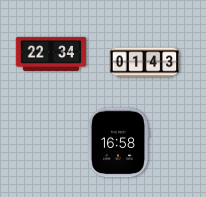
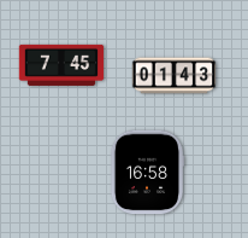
clock at (51, 54): 22:34 -> 7:45
clock at (118, 143) position: (118, 143) -> (147, 173)
